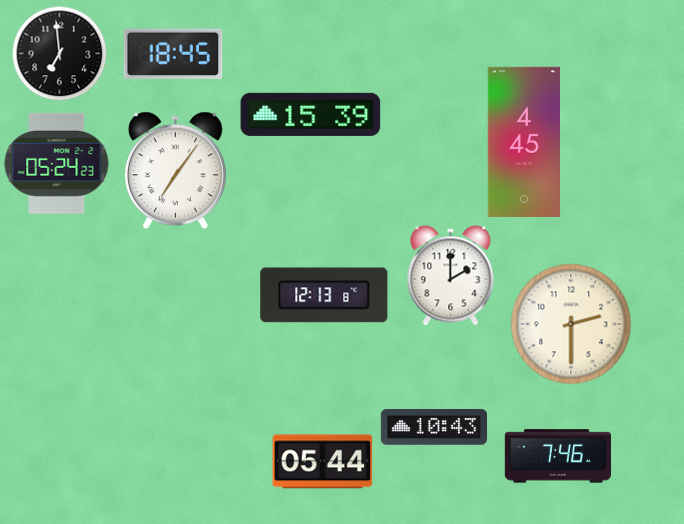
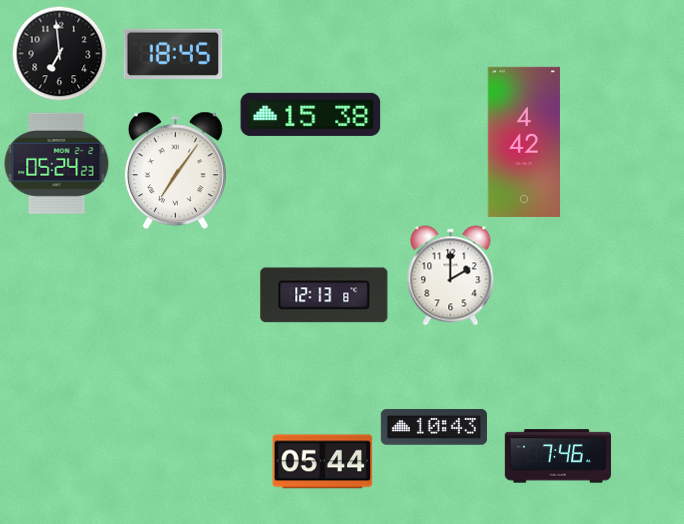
clock at (311, 114): 15:39 -> 15:38
clock at (524, 142): 4:45 -> 4:42
clock at (571, 324): 2:30 -> none
